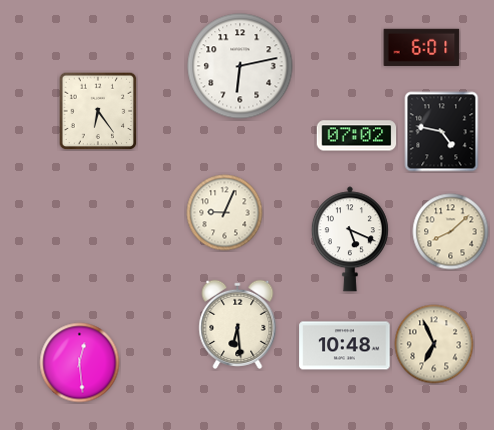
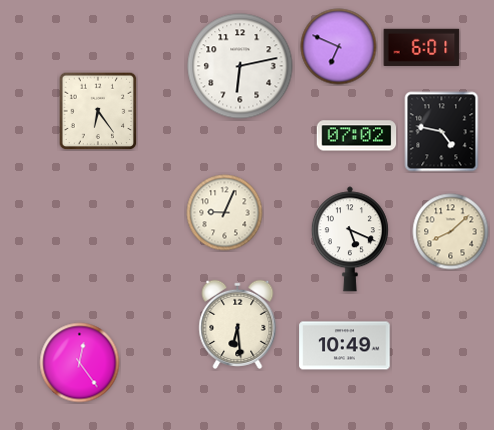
clock at (339, 47): none -> 6:49
clock at (434, 344): 6:56 -> none
clock at (345, 346): 10:48 -> 10:49
clock at (80, 363): 12:29 -> 12:24
